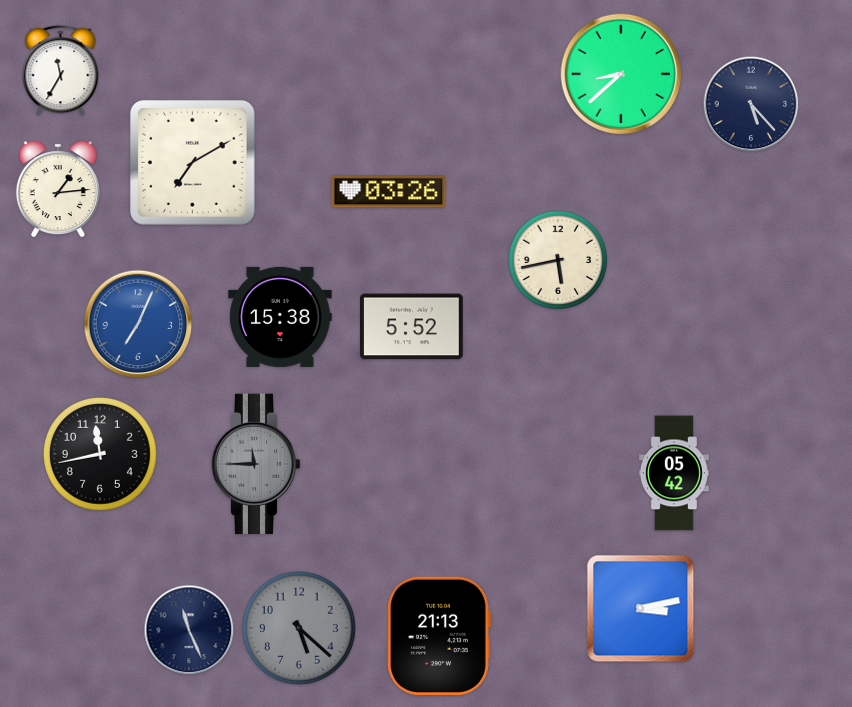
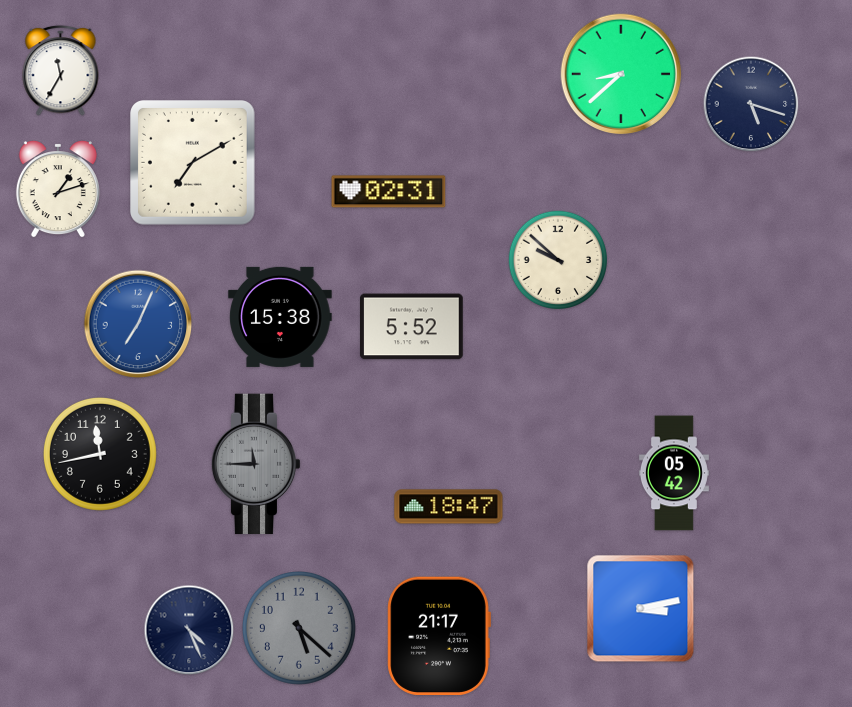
clock at (751, 104): 5:23 -> 5:18
clock at (58, 189): 1:14 -> 1:12
clock at (389, 192): 03:26 -> 02:31
clock at (558, 260): 5:43 -> 9:52
clock at (449, 507): none -> 18:47
clock at (189, 630): 11:26 -> 4:26
clock at (439, 635): 21:13 -> 21:17
